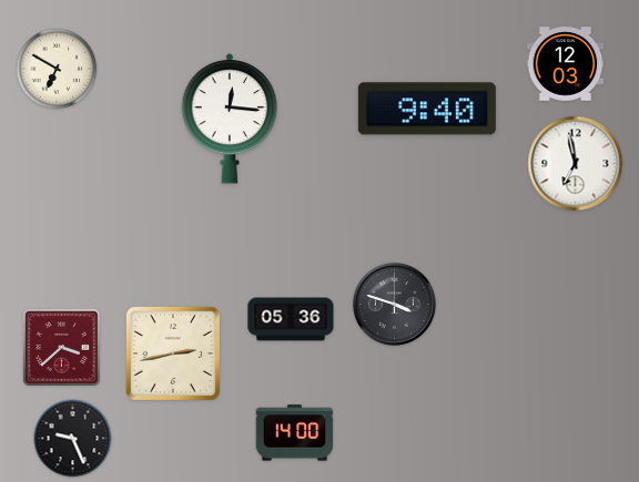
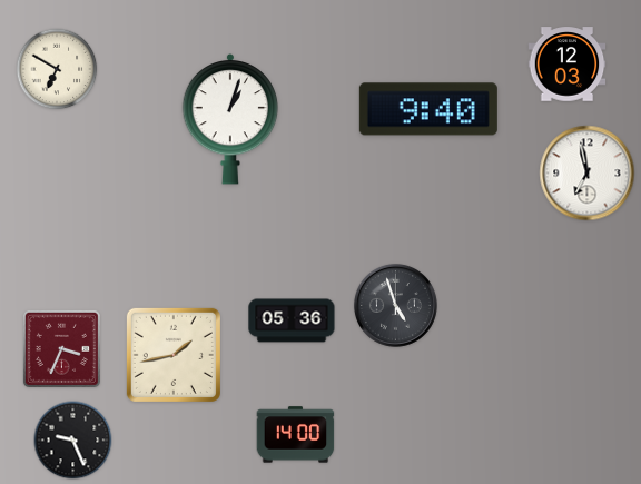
clock at (230, 119): 12:16 -> 1:03
clock at (576, 164) position: (576, 164) -> (588, 174)
clock at (394, 304): 3:48 -> 4:57
clock at (61, 347): 3:38 -> 3:34
clock at (173, 353): 2:43 -> 1:43
